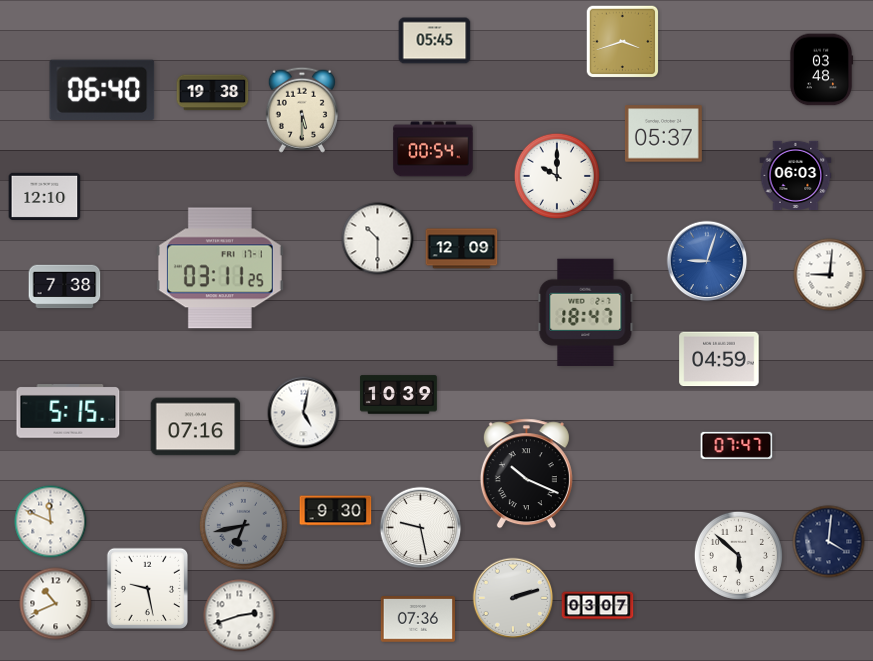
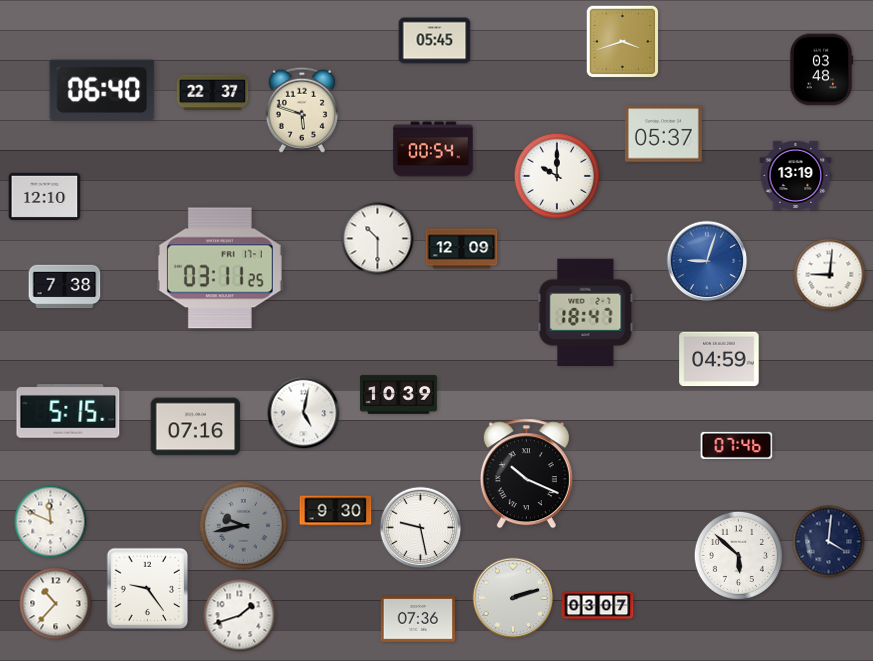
clock at (213, 93): 19:38 -> 22:37
clock at (302, 110): 5:30 -> 5:48
clock at (796, 175): 06:03 -> 13:19
clock at (737, 445): 07:47 -> 07:46
clock at (243, 525): 6:43 -> 9:43
clock at (147, 588): 9:28 -> 9:24
clock at (56, 604): 10:41 -> 10:37
clock at (240, 616): 2:42 -> 1:42
